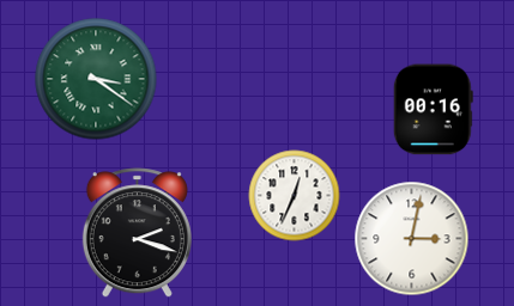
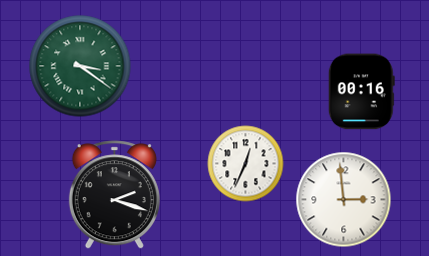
clock at (412, 239): 3:02 -> 2:59
